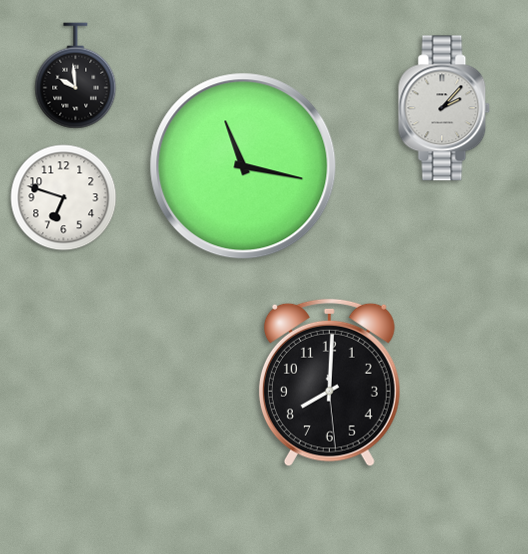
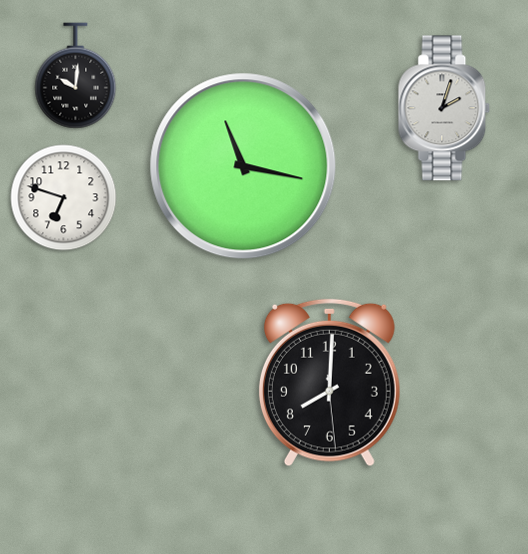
clock at (76, 76): 9:59 -> 10:01
clock at (444, 108): 2:07 -> 2:03
